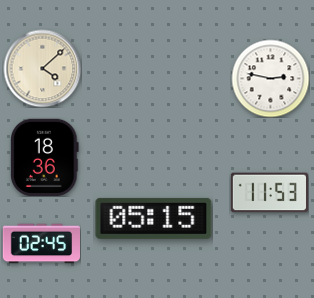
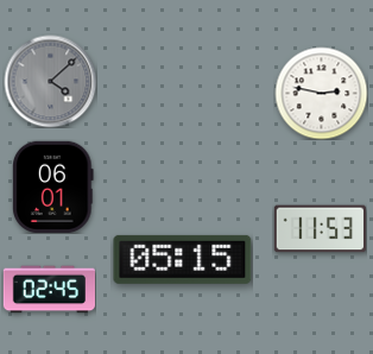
clock at (42, 68) dial: cream -> grey
clock at (45, 157): 18:36 -> 06:01
